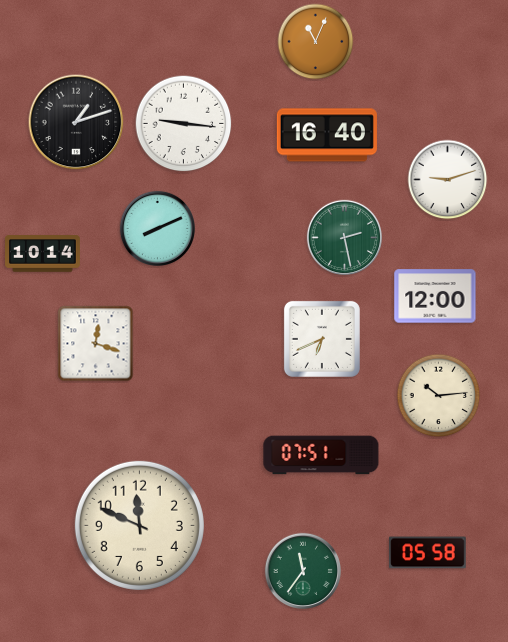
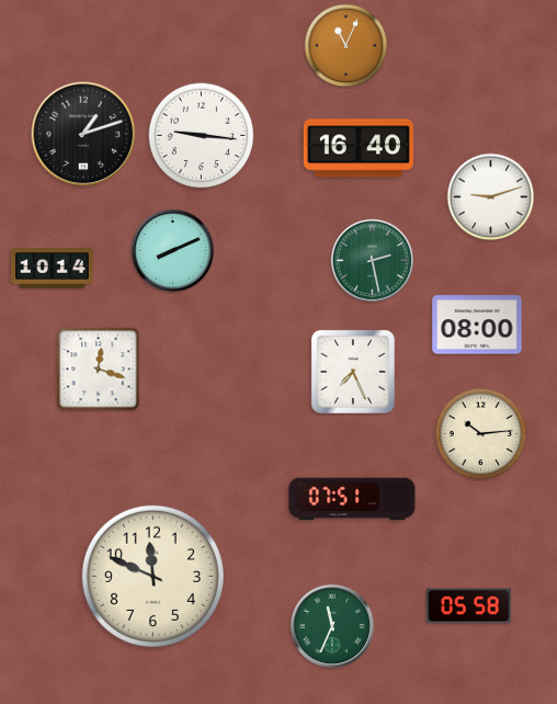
clock at (344, 237) position: (344, 237) -> (372, 260)
clock at (43, 254) position: (43, 254) -> (53, 269)
clock at (435, 296): 12:00 -> 08:00
clock at (322, 339): 6:41 -> 7:26
clock at (96, 344) position: (96, 344) -> (99, 370)
clock at (302, 570): 11:36 -> 11:34
